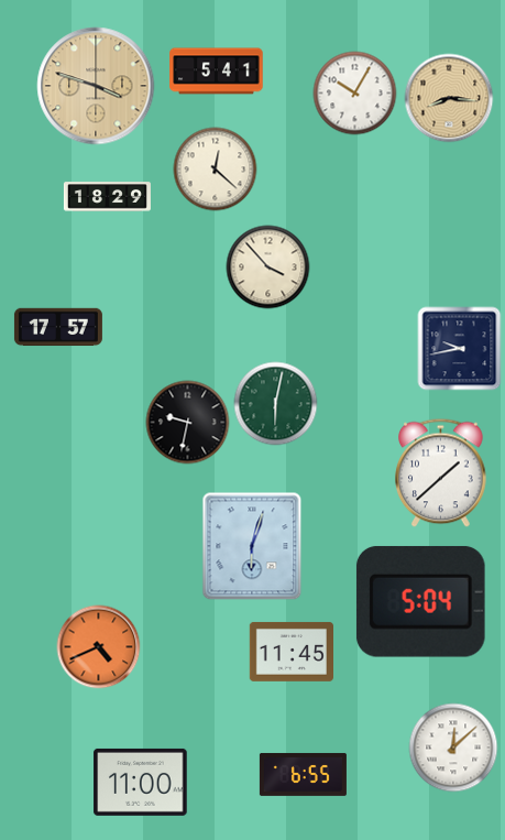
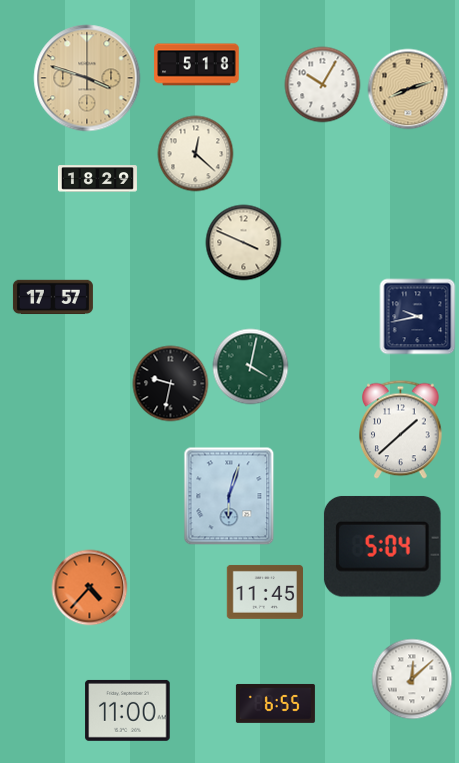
clock at (217, 72): 5:41 -> 5:18
clock at (449, 98): 8:16 -> 8:12
clock at (268, 268): 3:53 -> 3:49
clock at (276, 404): 6:02 -> 4:02
clock at (99, 647): 4:41 -> 4:37
